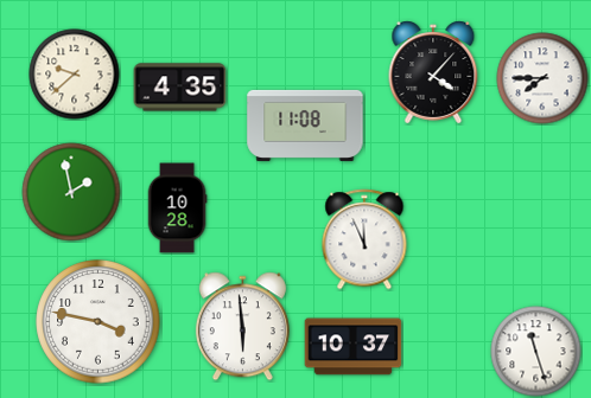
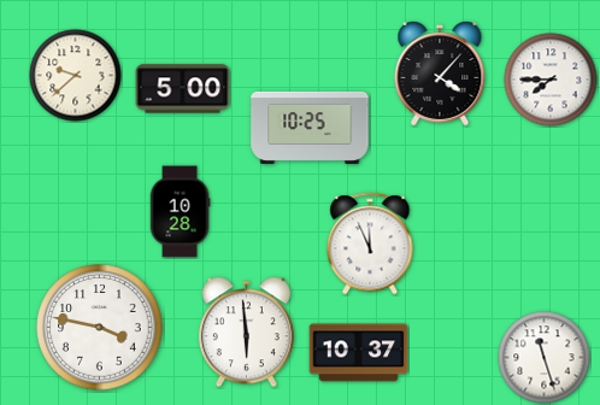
clock at (180, 88): 4:35 -> 5:00
clock at (305, 126): 11:08 -> 10:25
clock at (71, 192): 1:58 -> none
